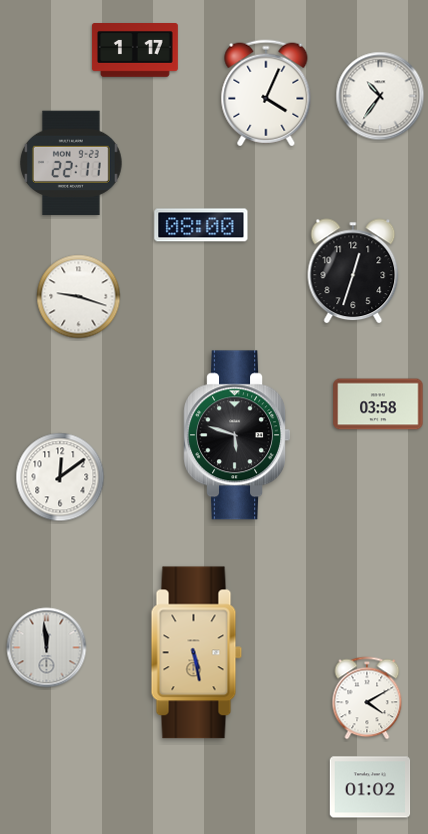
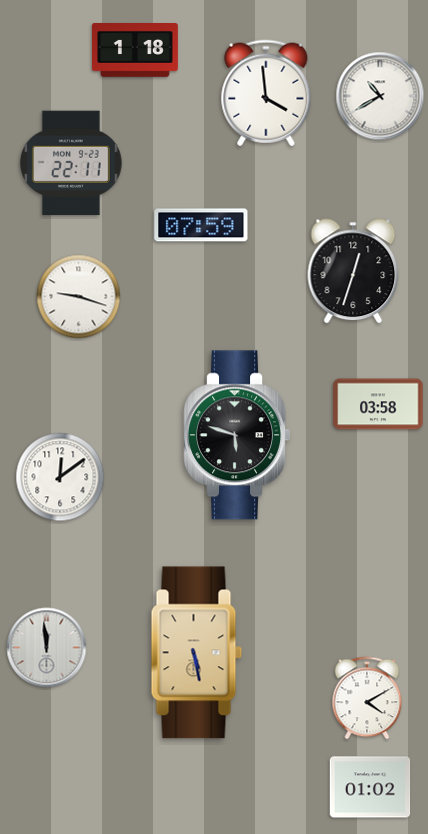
clock at (135, 51): 1:17 -> 1:18
clock at (266, 93): 4:04 -> 3:59
clock at (380, 96): 10:36 -> 10:40
clock at (201, 225): 08:00 -> 07:59
